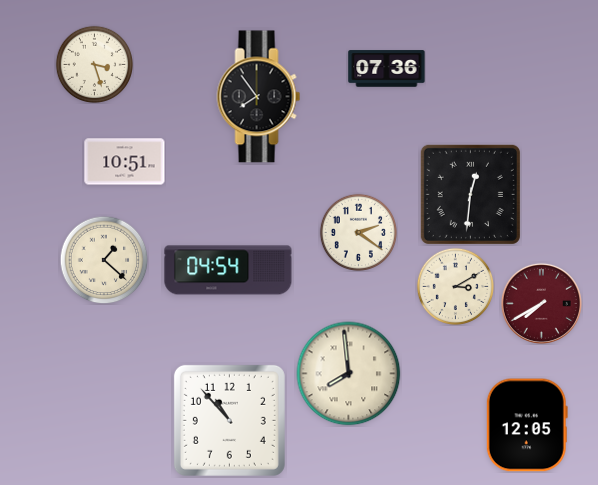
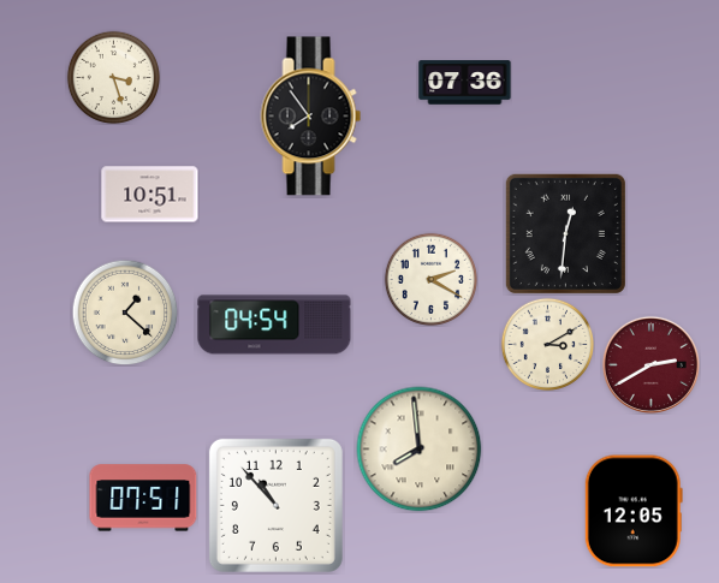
clock at (358, 232): 2:21 -> 2:20
clock at (541, 303): 7:40 -> 2:40
clock at (143, 498): none -> 07:51
